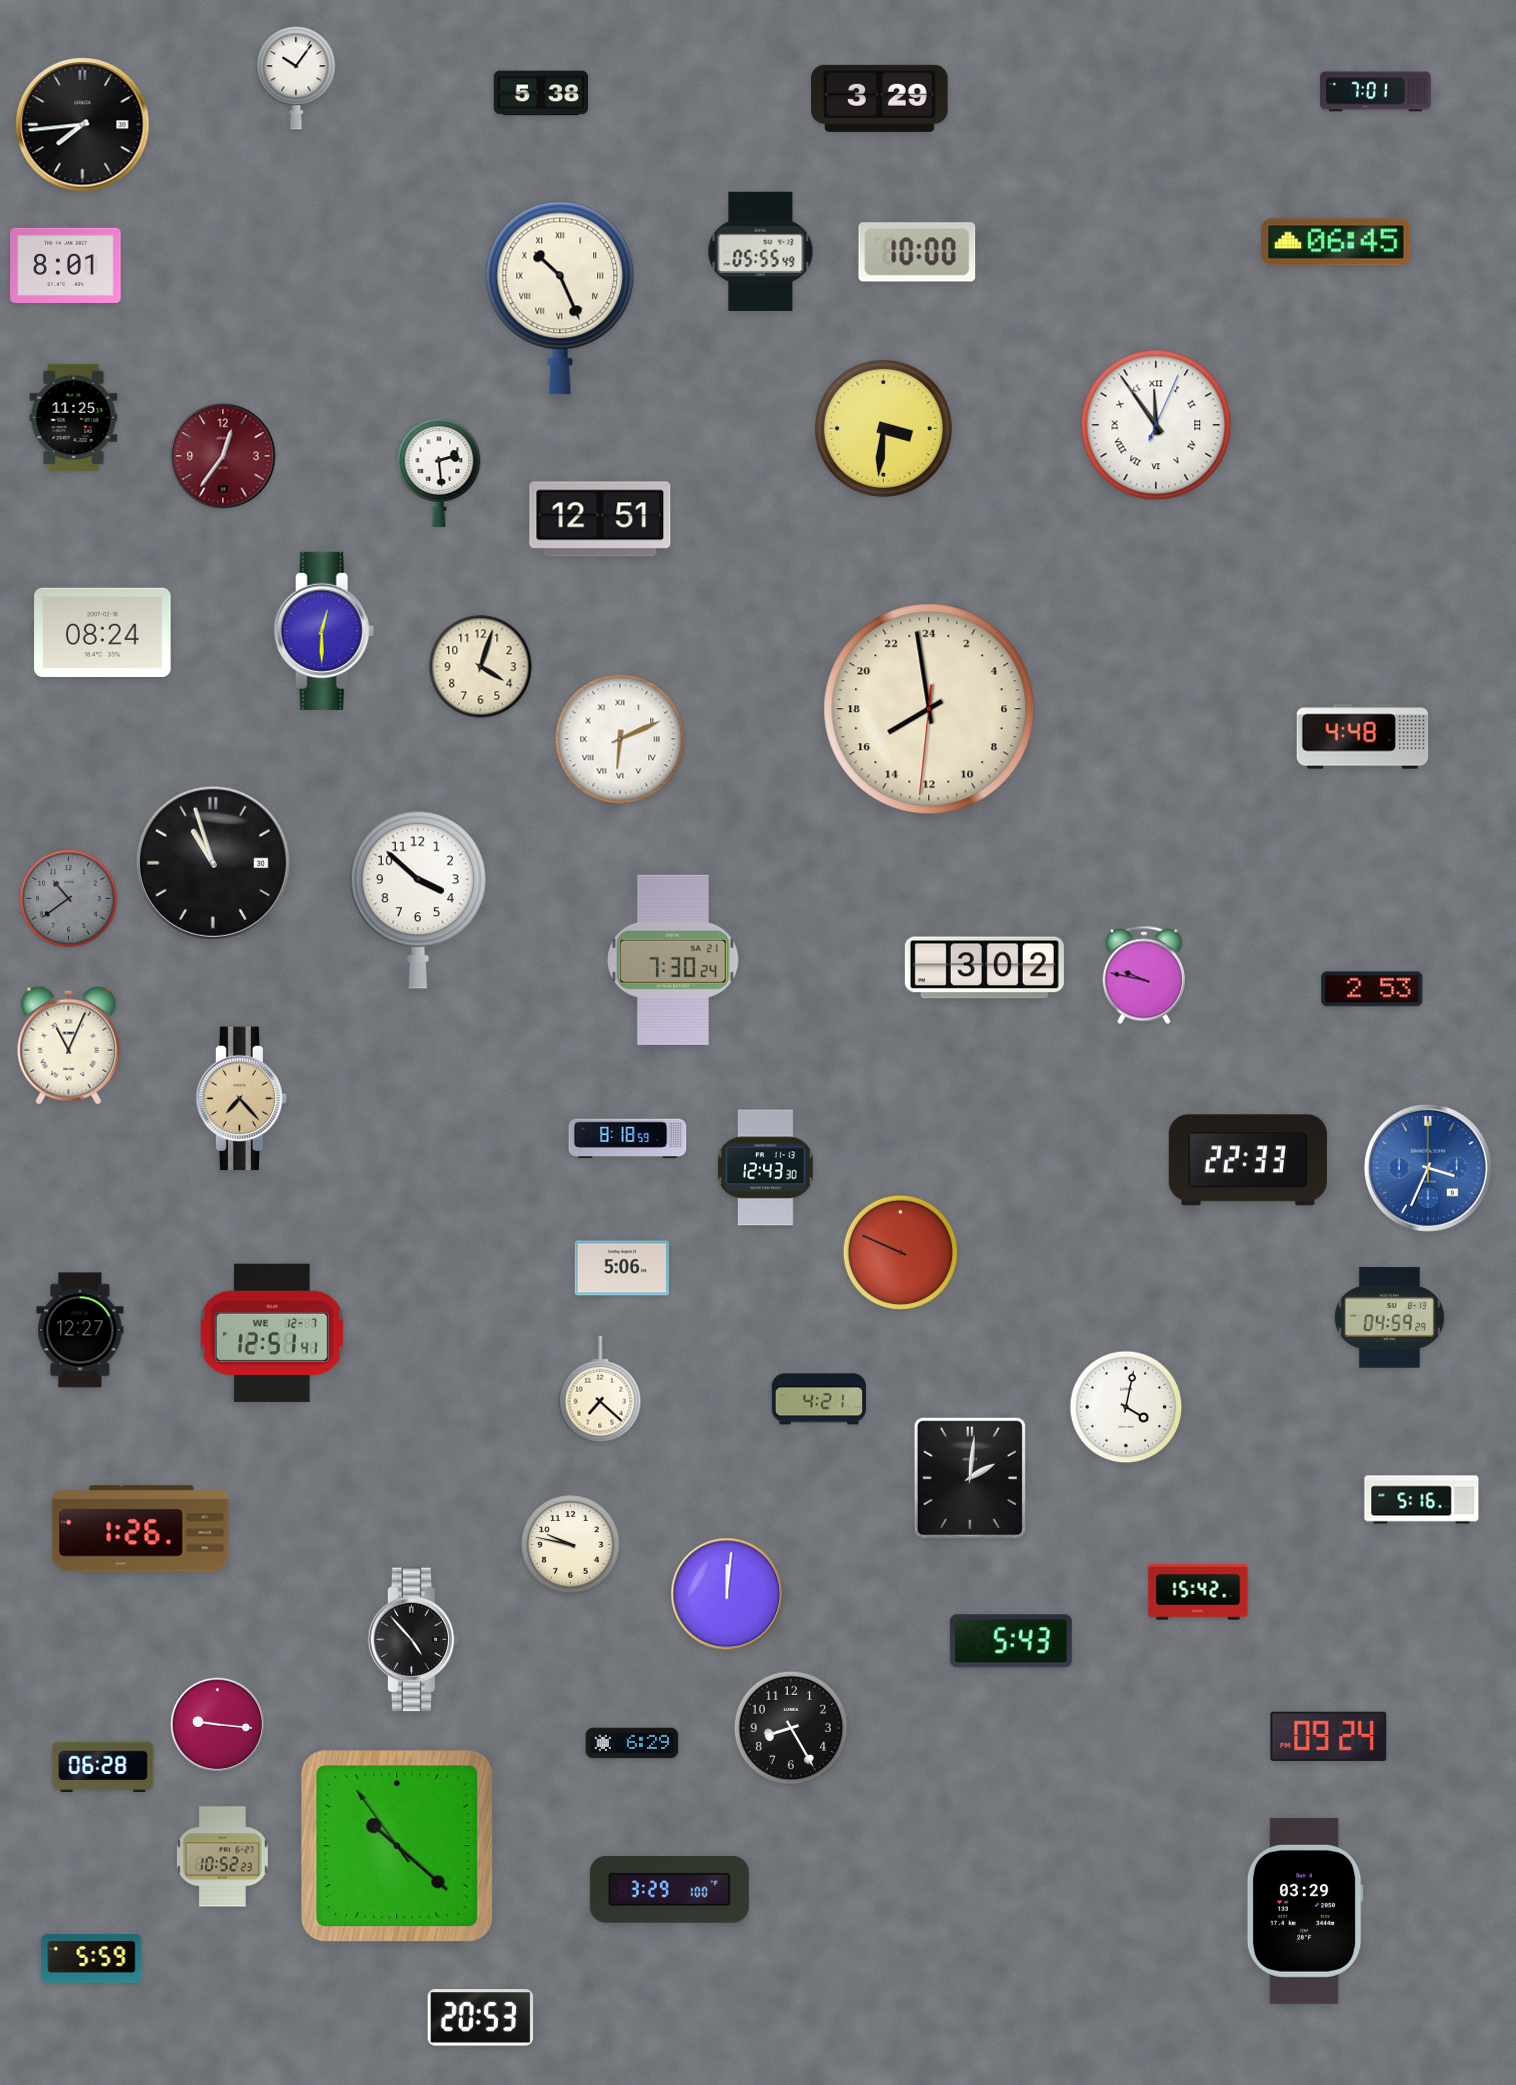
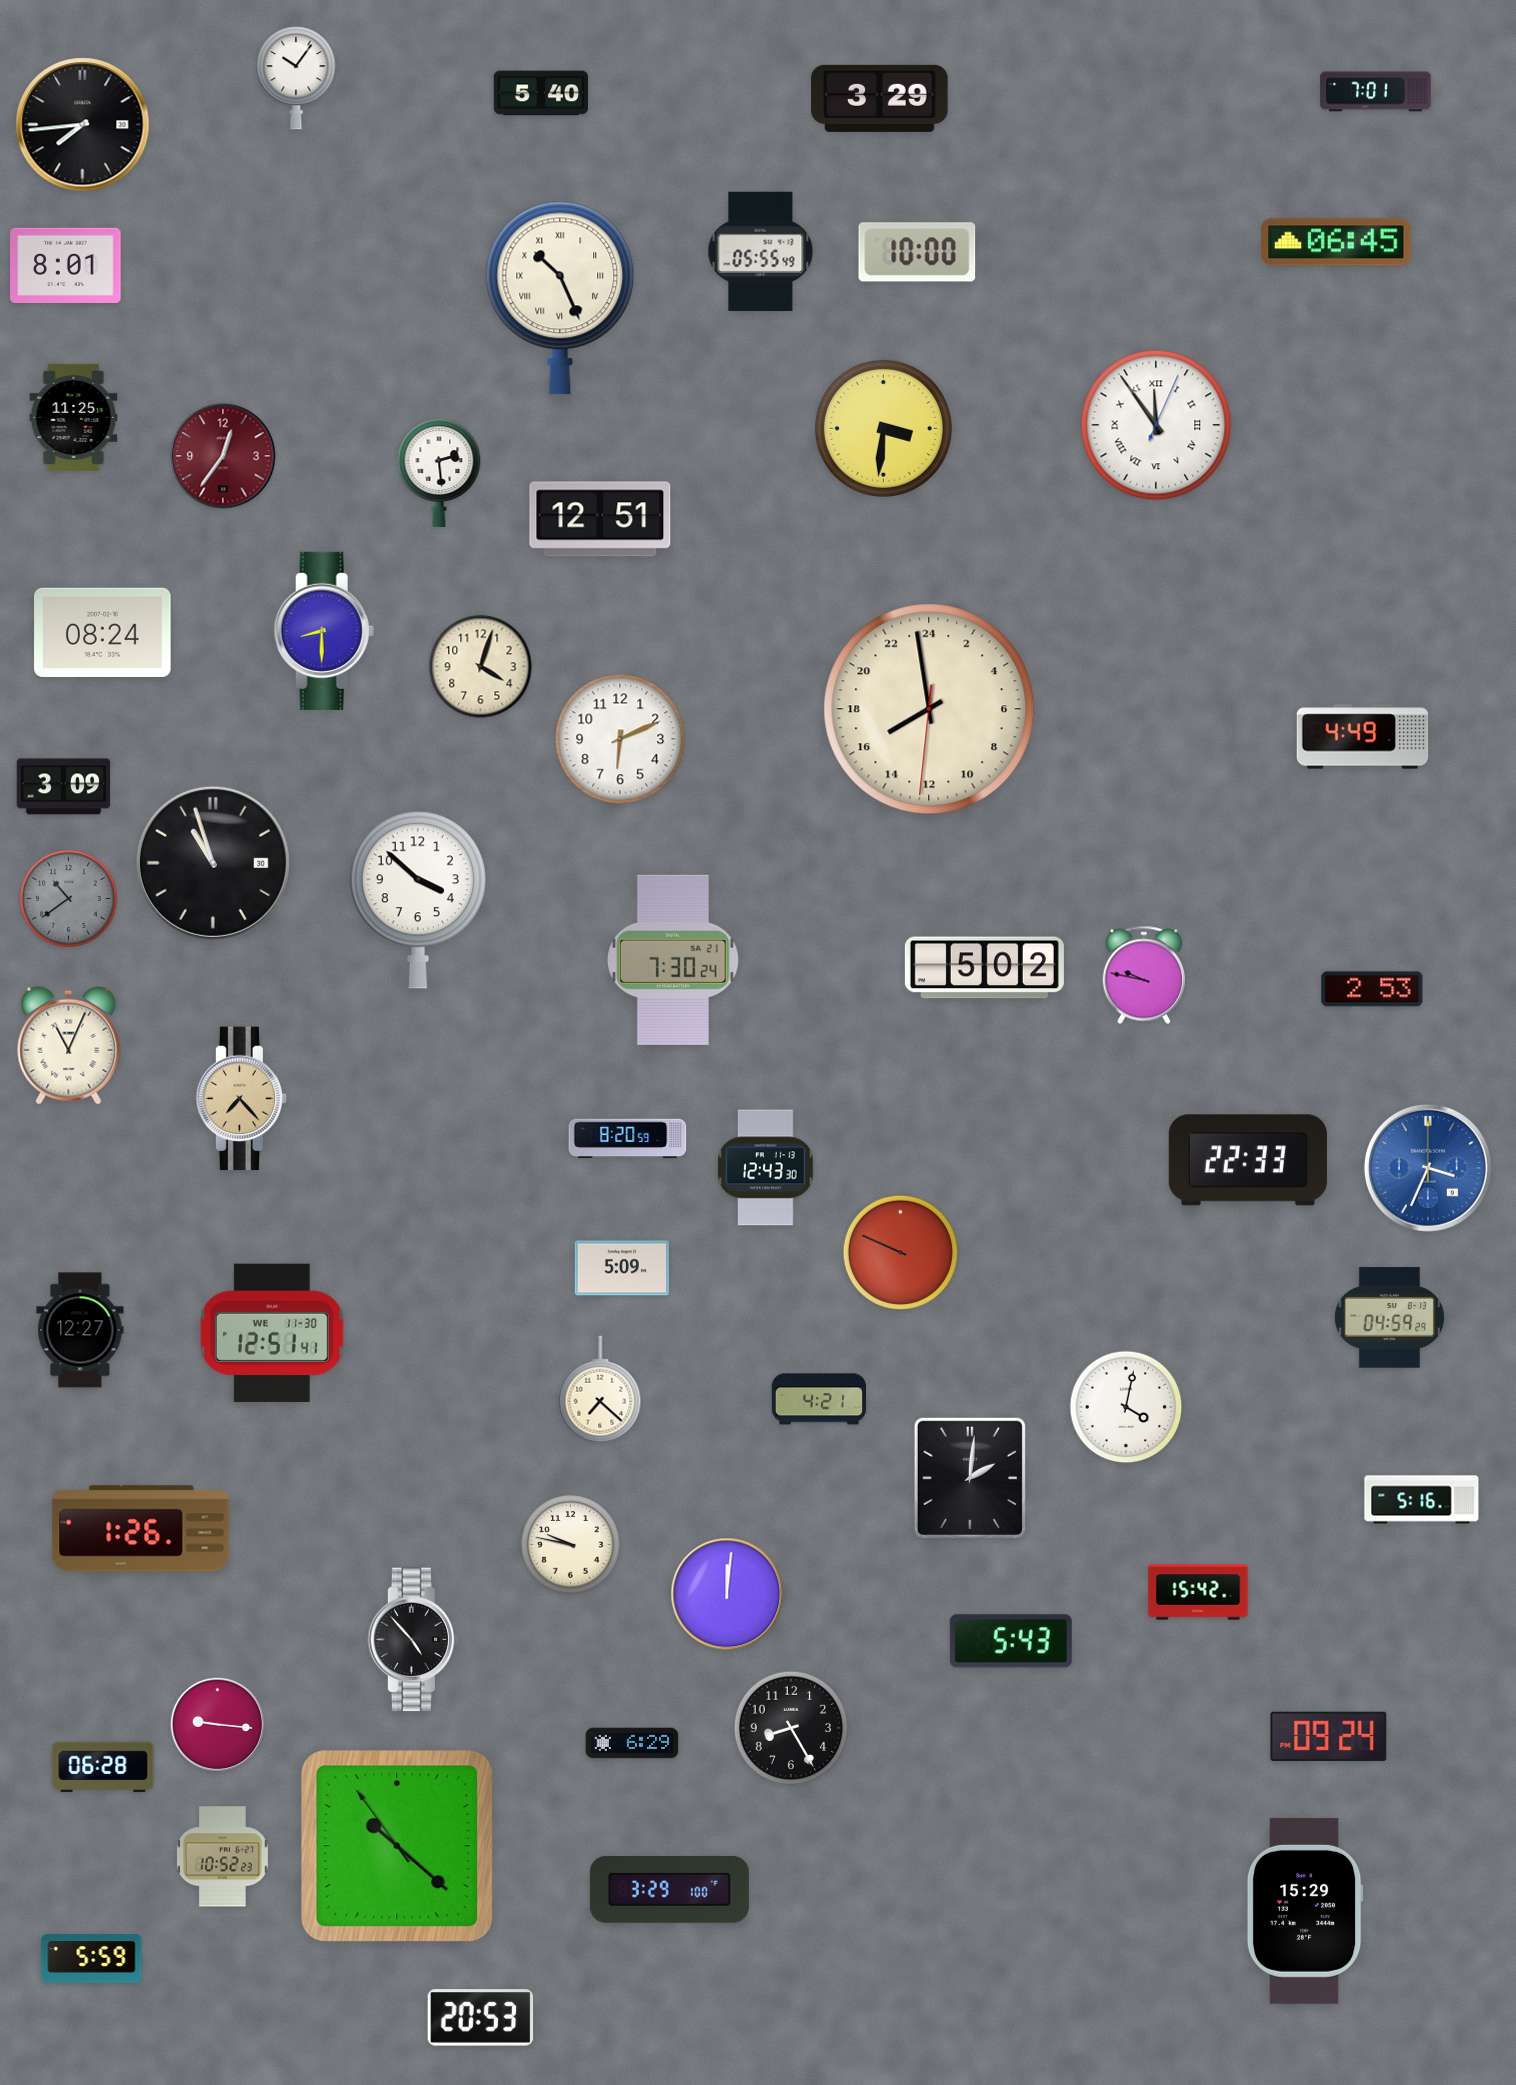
clock at (540, 93): 5:38 -> 5:40
clock at (324, 631): 12:30 -> 8:30
clock at (1363, 737): 4:48 -> 4:49
clock at (620, 739) numerals: Roman -> Arabic
clock at (64, 787): none -> 3:09
clock at (984, 968): 3:02 -> 5:02
clock at (628, 1139): 8:18 -> 8:20
clock at (621, 1268): 5:06 -> 5:09
clock at (272, 1333) date: WE 12-7 -> WE 11-30
clock at (1305, 1911): 03:29 -> 15:29
